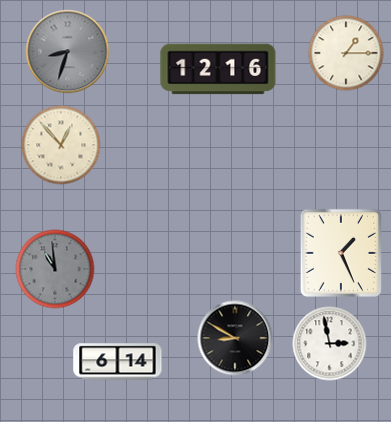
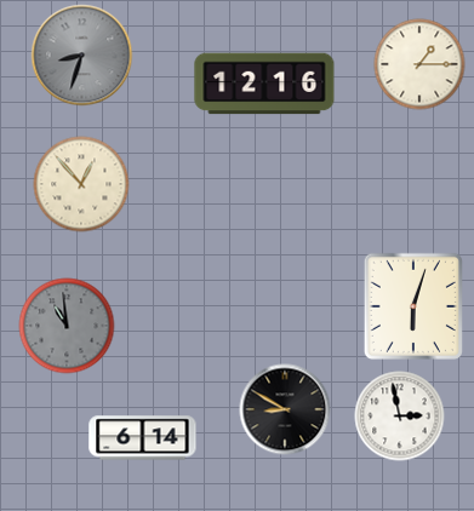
clock at (68, 52) position: (68, 52) -> (82, 56)
clock at (61, 145) position: (61, 145) -> (81, 184)
clock at (341, 253): 1:26 -> 6:03
